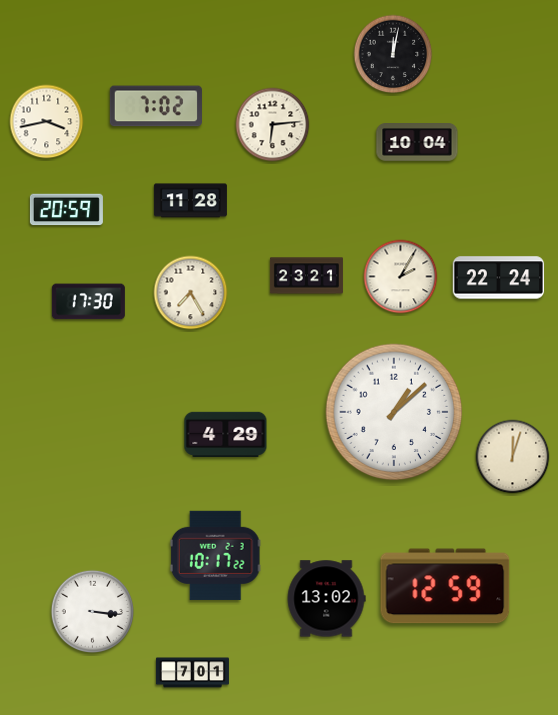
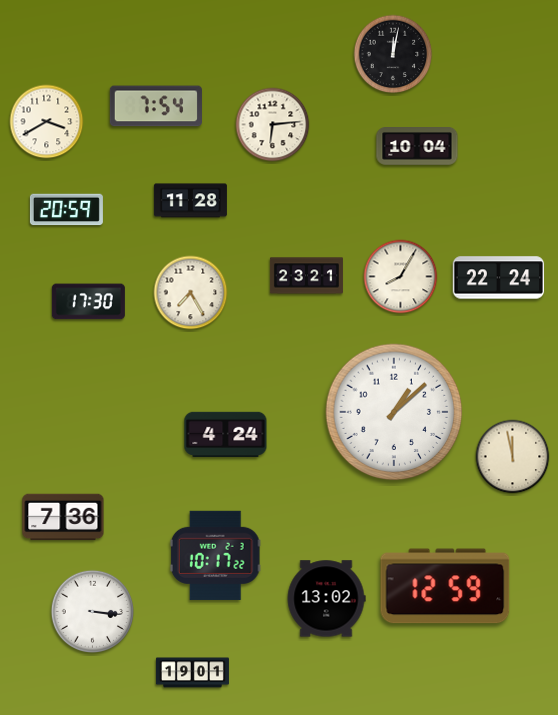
clock at (156, 106): 7:02 -> 7:54
clock at (47, 122): 3:43 -> 3:40
clock at (417, 143) position: (417, 143) -> (417, 147)
clock at (401, 277): 2:05 -> 8:05
clock at (226, 435): 4:29 -> 4:24
clock at (513, 457): 12:03 -> 11:58
clock at (63, 517): none -> 7:36
clock at (192, 673): 7:01 -> 19:01
